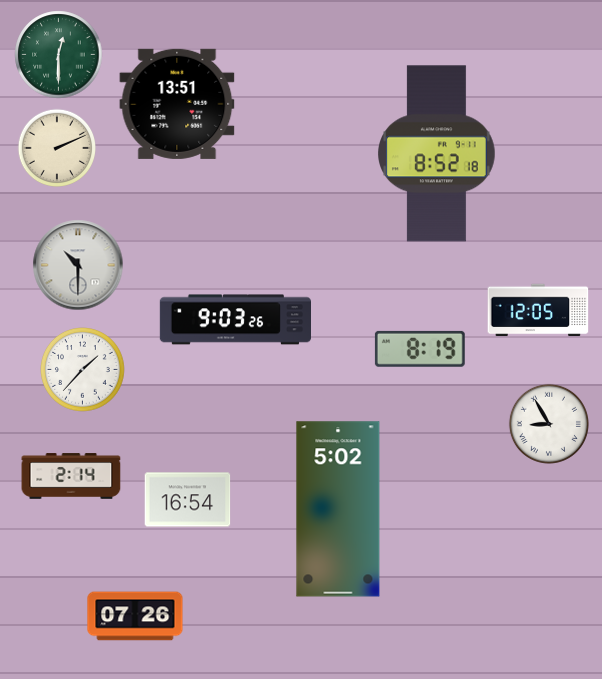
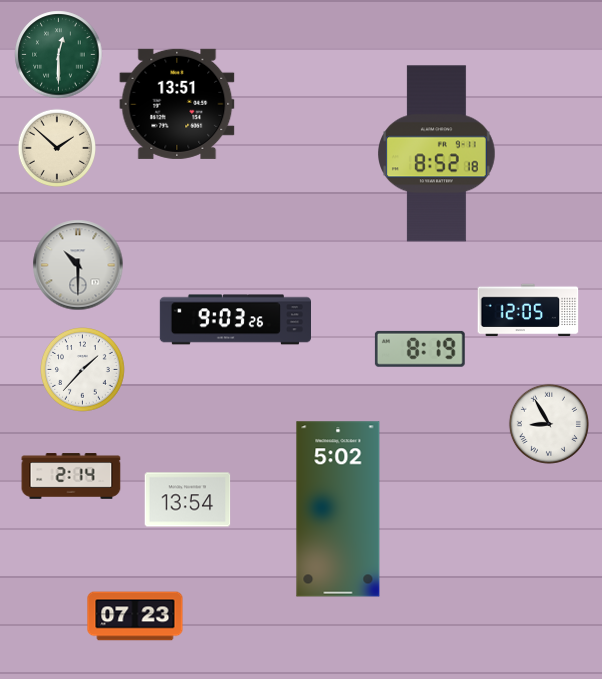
clock at (56, 147): 2:11 -> 1:52
clock at (538, 310) position: (538, 310) -> (528, 310)
clock at (188, 500): 16:54 -> 13:54
clock at (135, 616): 07:26 -> 07:23
